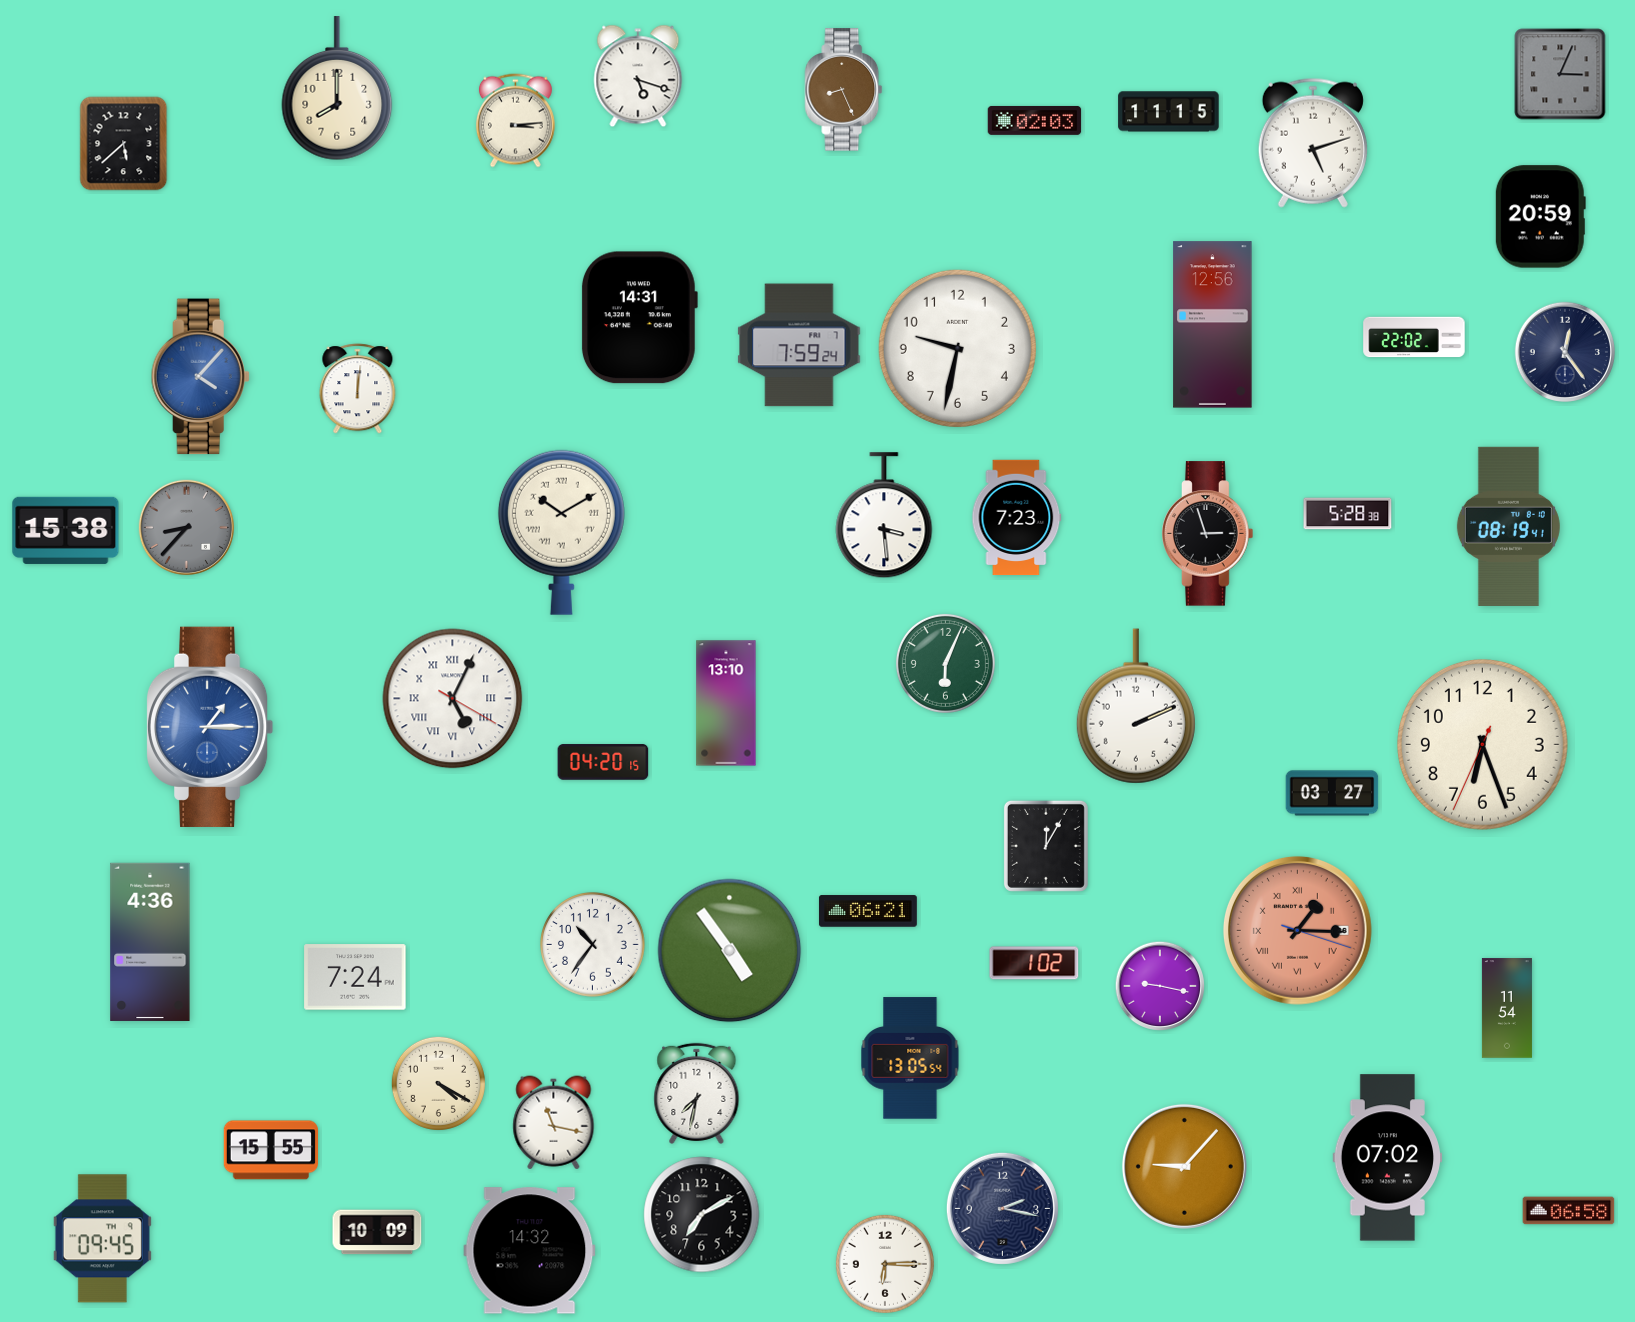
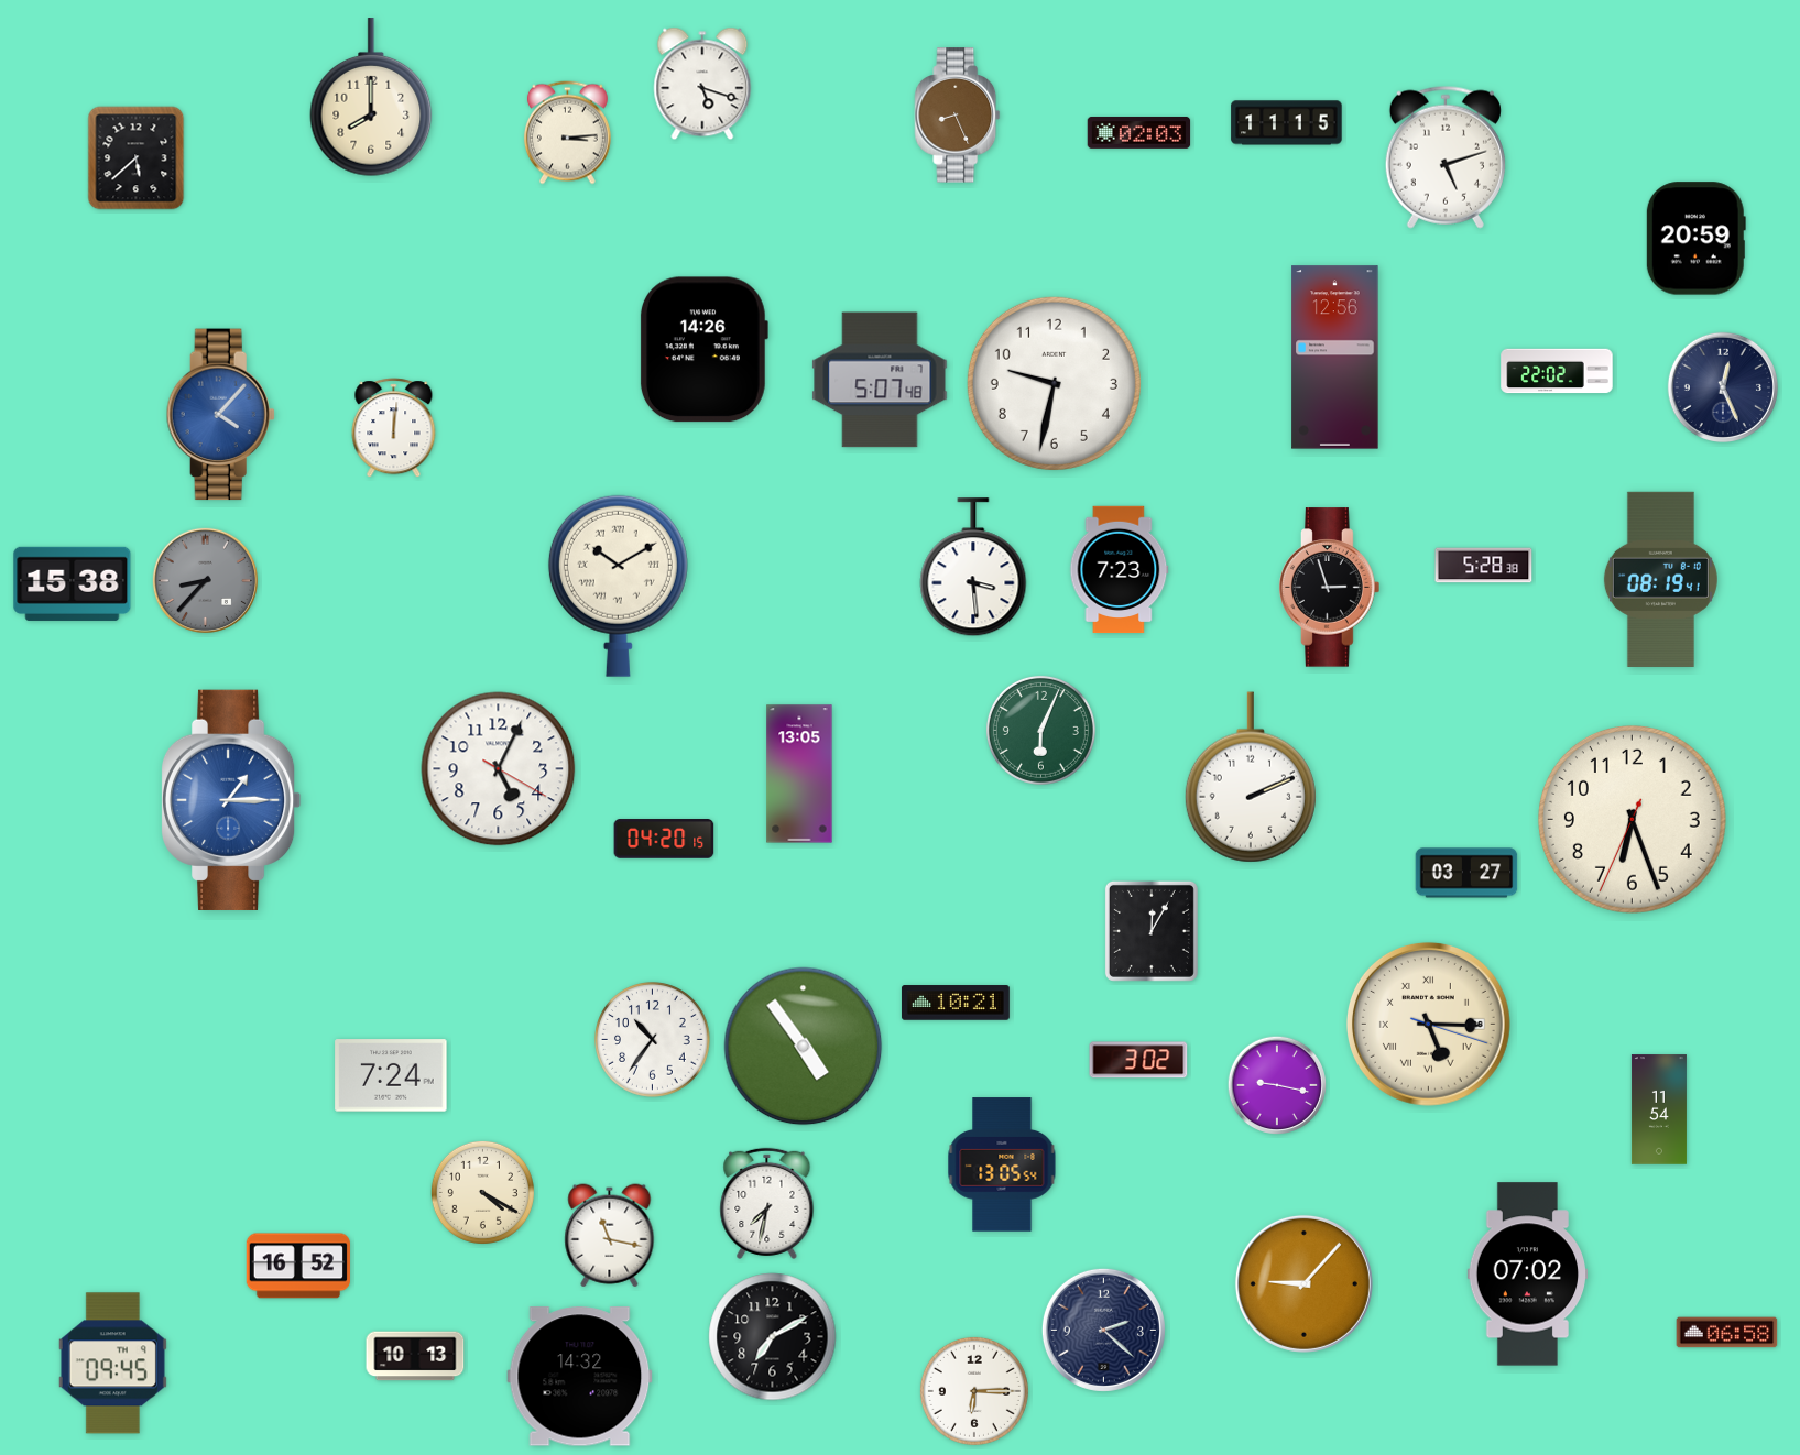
clock at (1560, 74): 3:04 -> none
clock at (844, 90) position: (844, 90) -> (958, 116)
clock at (639, 318): 14:31 -> 14:26
clock at (799, 345): 7:59 -> 5:07
clock at (1565, 352): 12:24 -> 12:26
clock at (453, 699) numerals: Roman -> Arabic
clock at (726, 703): 13:10 -> 13:05
clock at (868, 911): 06:21 -> 10:21
clock at (1297, 930): 1:15 -> 5:15
clock at (1297, 930) dial: salmon -> cream
clock at (150, 941): 4:36 -> none
clock at (1034, 963): 1:02 -> 3:02
clock at (271, 1150): 15:55 -> 16:52
clock at (1002, 1208): 2:17 -> 2:22
clock at (377, 1232): 10:09 -> 10:13
clock at (530, 1251) position: (530, 1251) -> (580, 1377)
